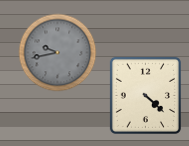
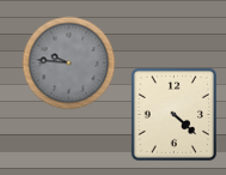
clock at (57, 52): 9:43 -> 9:46
